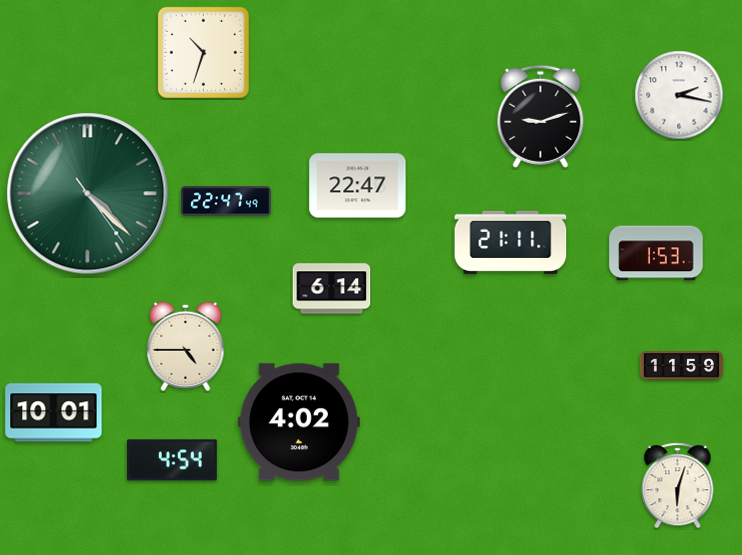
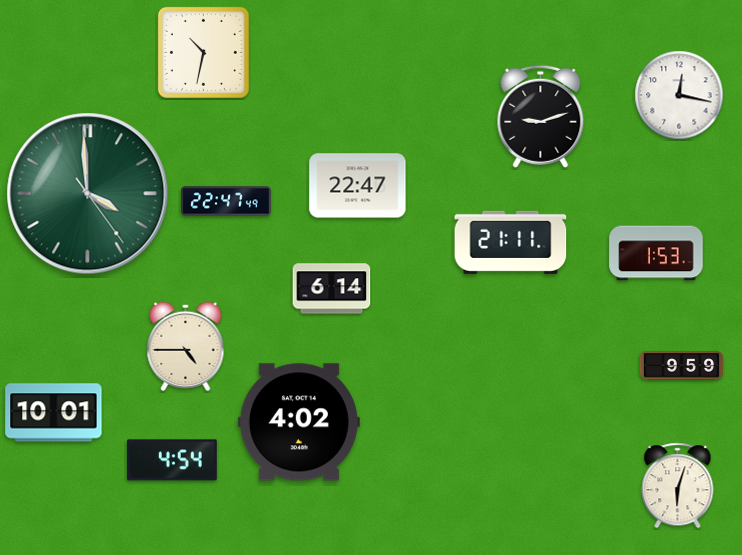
clock at (203, 52): 10:33 -> 10:32
clock at (679, 95): 2:17 -> 12:17
clock at (88, 194): 4:22 -> 3:59
clock at (682, 366): 11:59 -> 9:59
